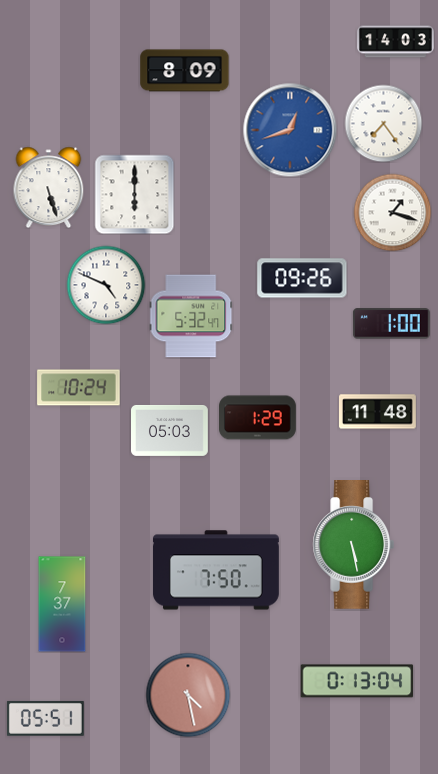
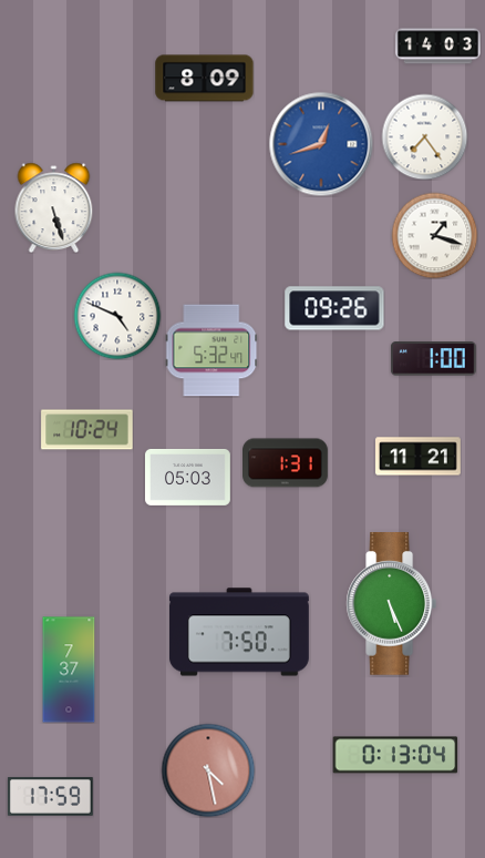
clock at (134, 194): 6:00 -> none
clock at (378, 412): 11:48 -> 11:21
clock at (258, 418): 1:29 -> 1:31
clock at (354, 545): 5:28 -> 5:26
clock at (45, 718): 05:51 -> 17:59
